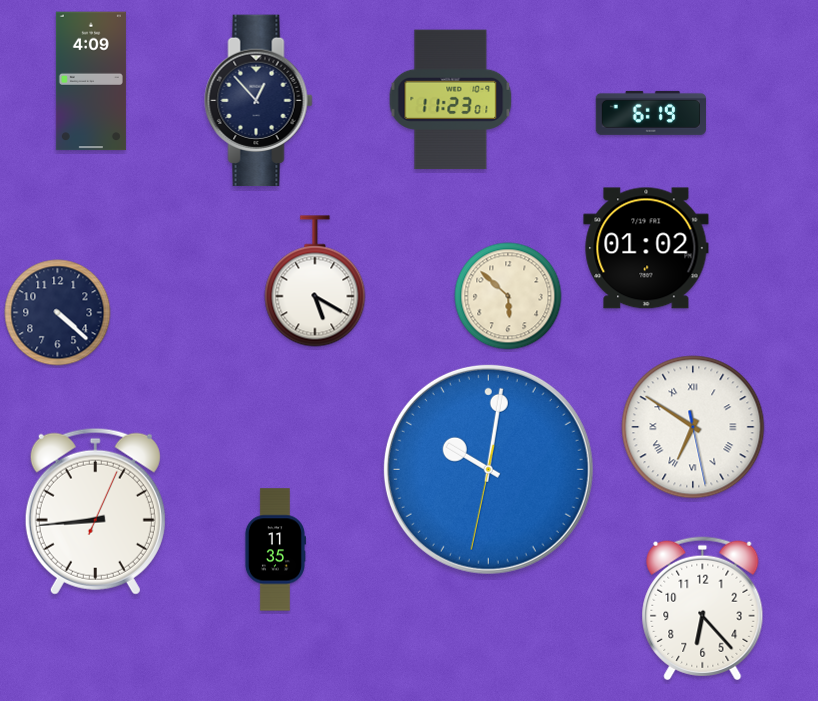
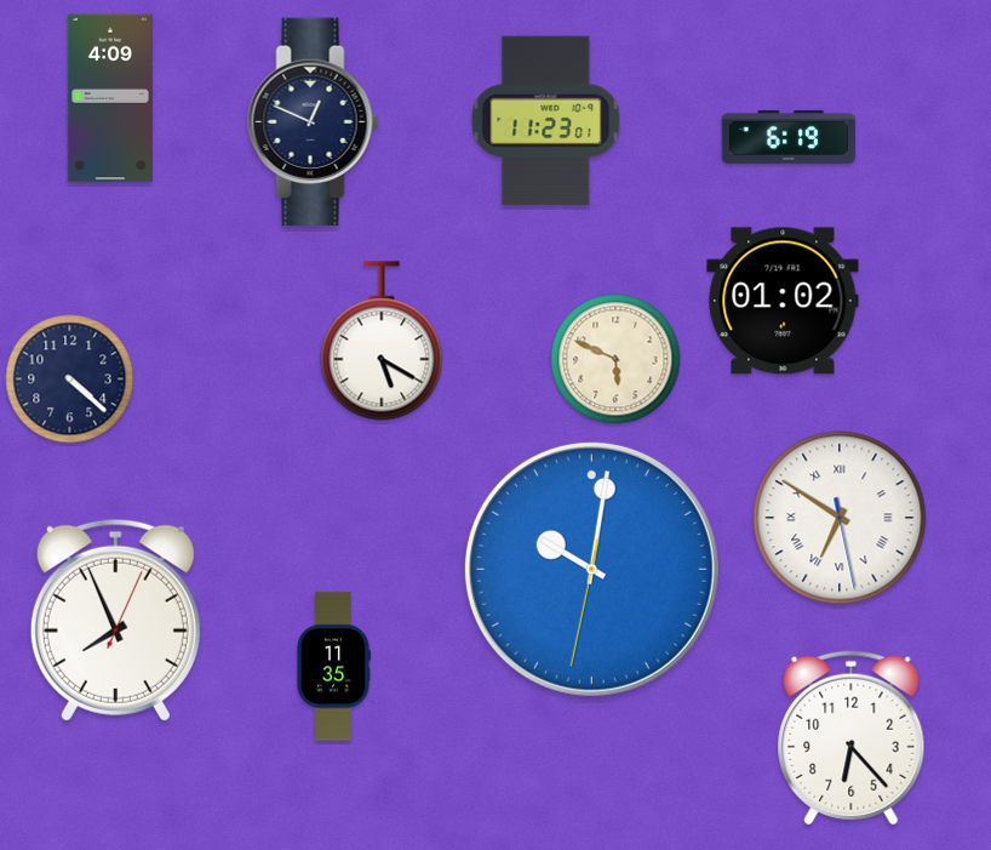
clock at (259, 101): 12:53 -> 12:49
clock at (508, 296): 5:52 -> 5:49
clock at (95, 511): 8:44 -> 7:56
